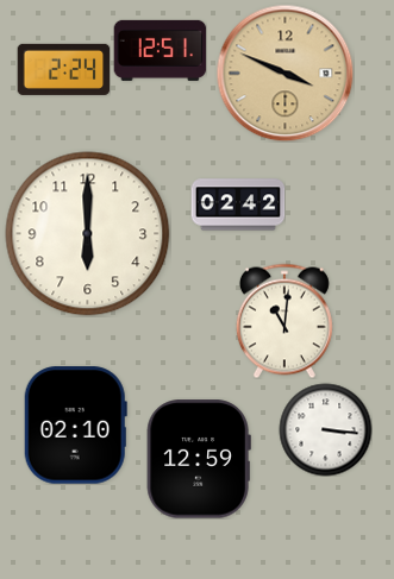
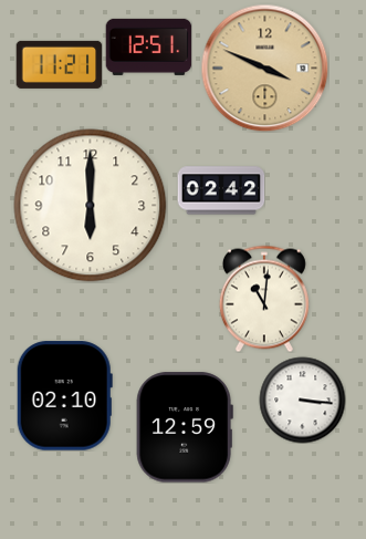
clock at (63, 69): 2:24 -> 11:21
clock at (88, 234) position: (88, 234) -> (91, 206)
clock at (75, 426) position: (75, 426) -> (64, 396)
